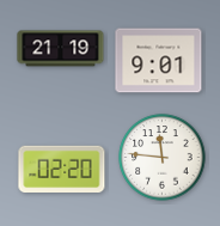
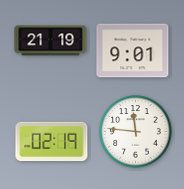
clock at (62, 170): 02:20 -> 02:19
